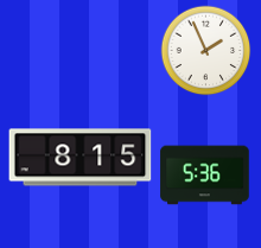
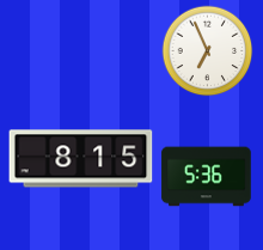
clock at (206, 51): 1:56 -> 6:56
